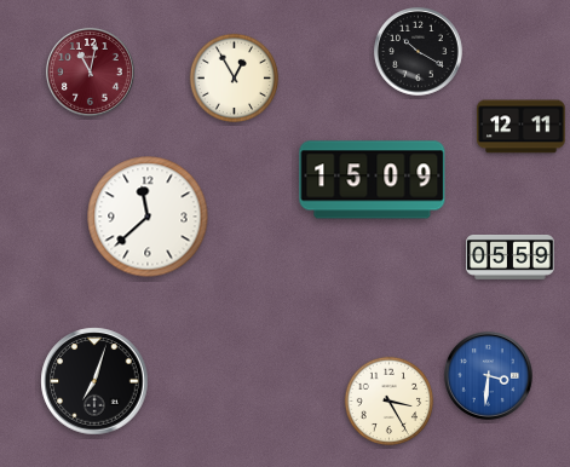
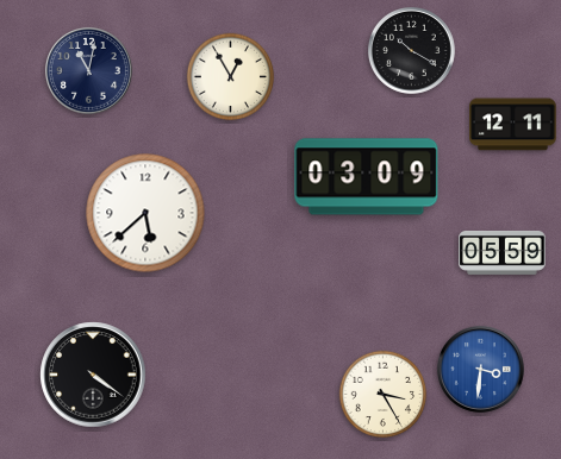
clock at (90, 71) dial: burgundy -> navy
clock at (373, 180): 15:09 -> 03:09
clock at (148, 217): 11:38 -> 5:38
clock at (94, 381): 7:03 -> 4:21
